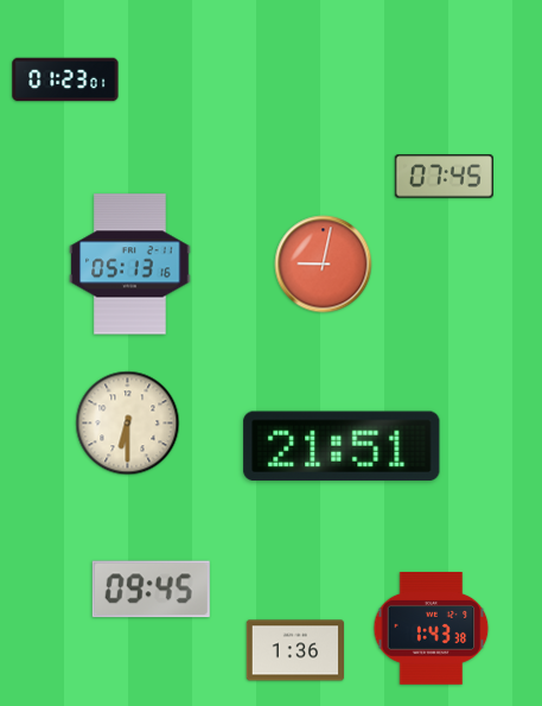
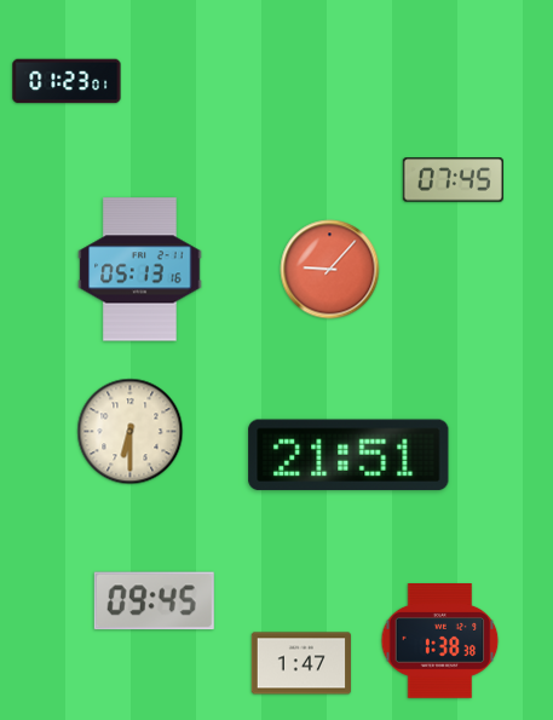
clock at (130, 265) position: (130, 265) -> (140, 270)
clock at (324, 265): 9:02 -> 9:07
clock at (432, 629): 1:43 -> 1:38
clock at (294, 650): 1:36 -> 1:47
